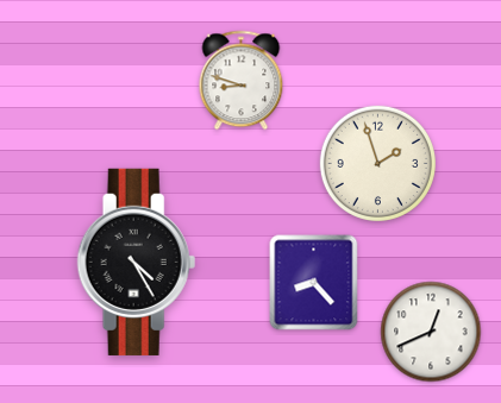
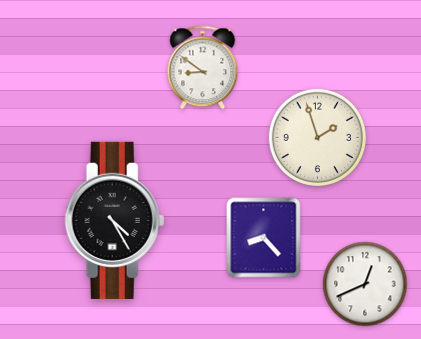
clock at (242, 81): 8:48 -> 8:51
clock at (431, 332) position: (431, 332) -> (365, 284)
